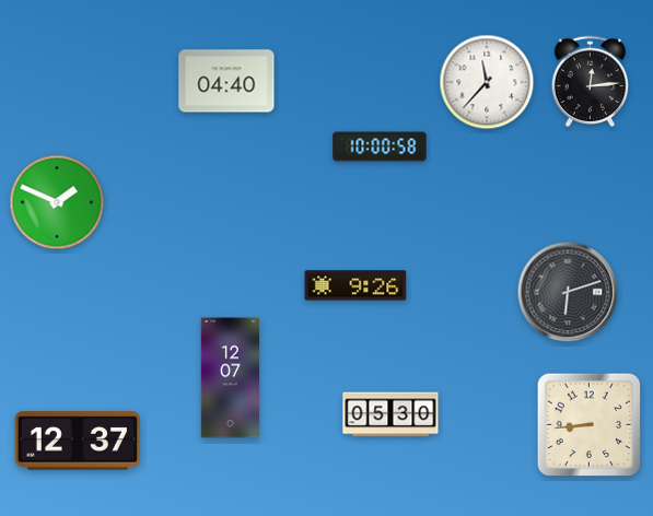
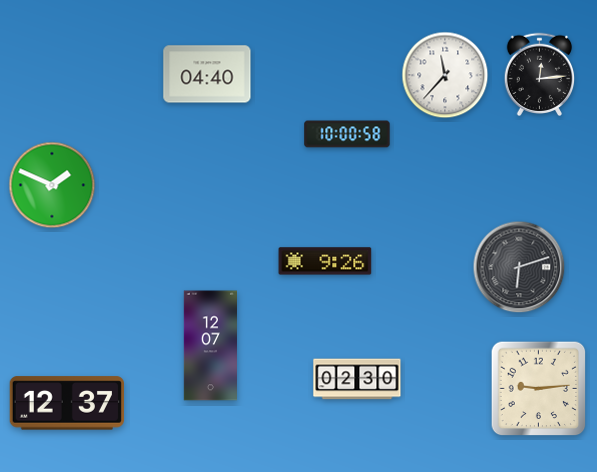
clock at (390, 414): 05:30 -> 02:30
clock at (590, 425): 8:44 -> 9:14
clock at (77, 441) position: (77, 441) -> (66, 403)
